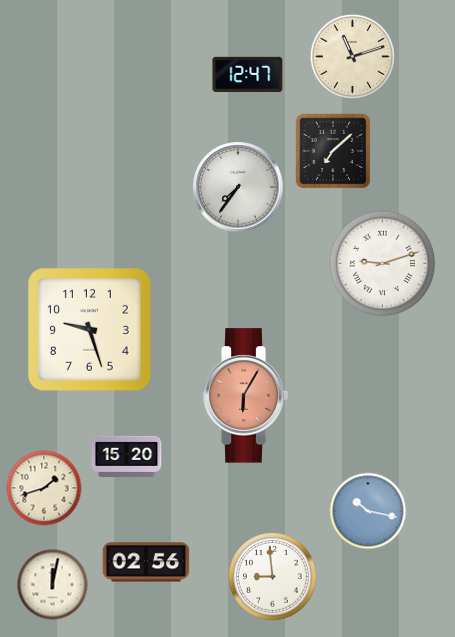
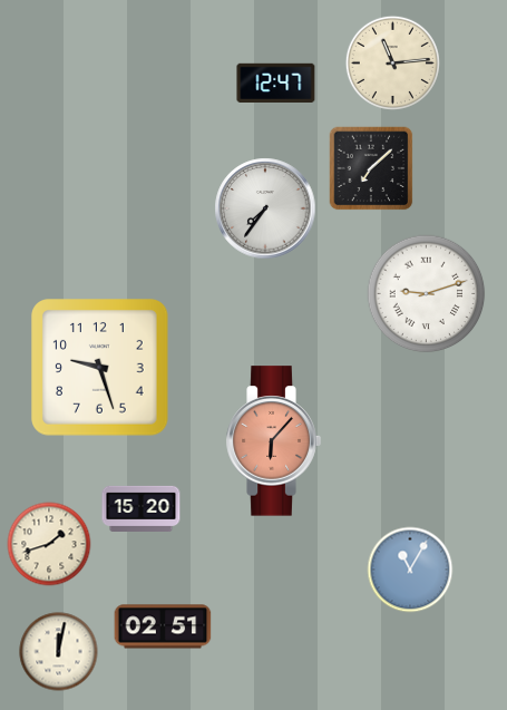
clock at (352, 56): 11:12 -> 11:14
clock at (245, 396): 6:05 -> 6:07
clock at (368, 511): 10:17 -> 11:05
clock at (146, 562): 02:56 -> 02:51
clock at (273, 577): 8:59 -> none
